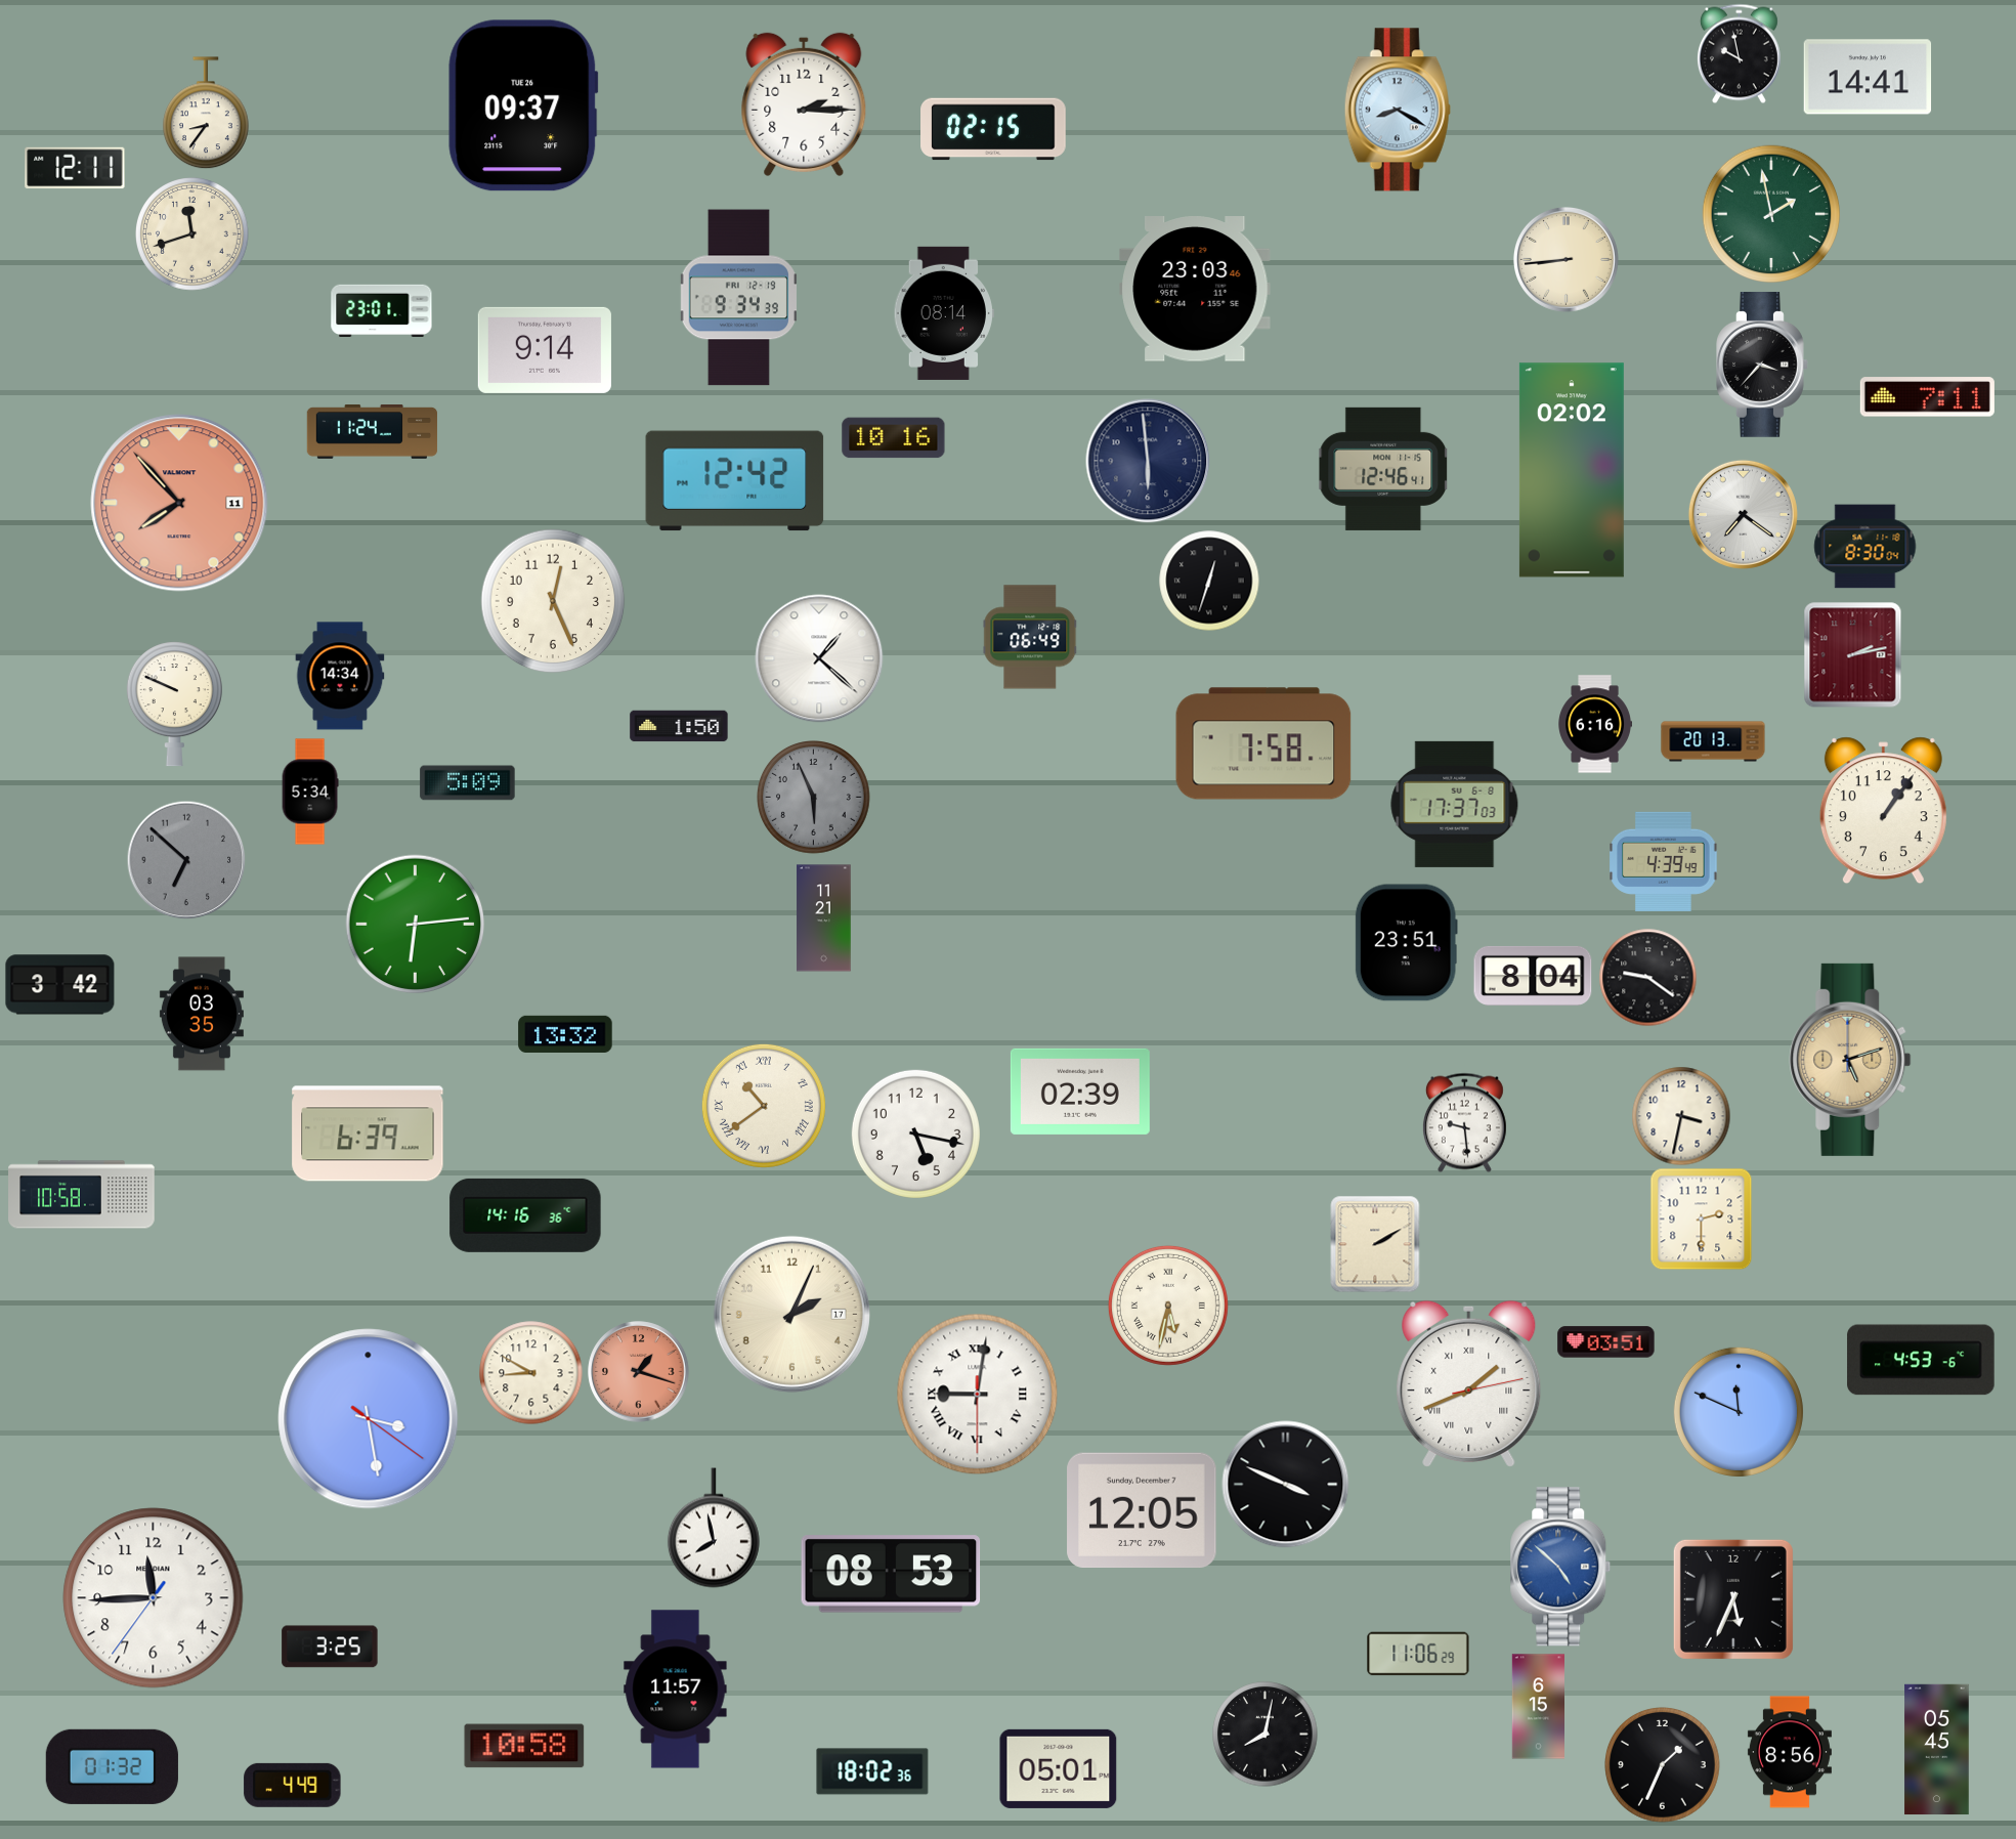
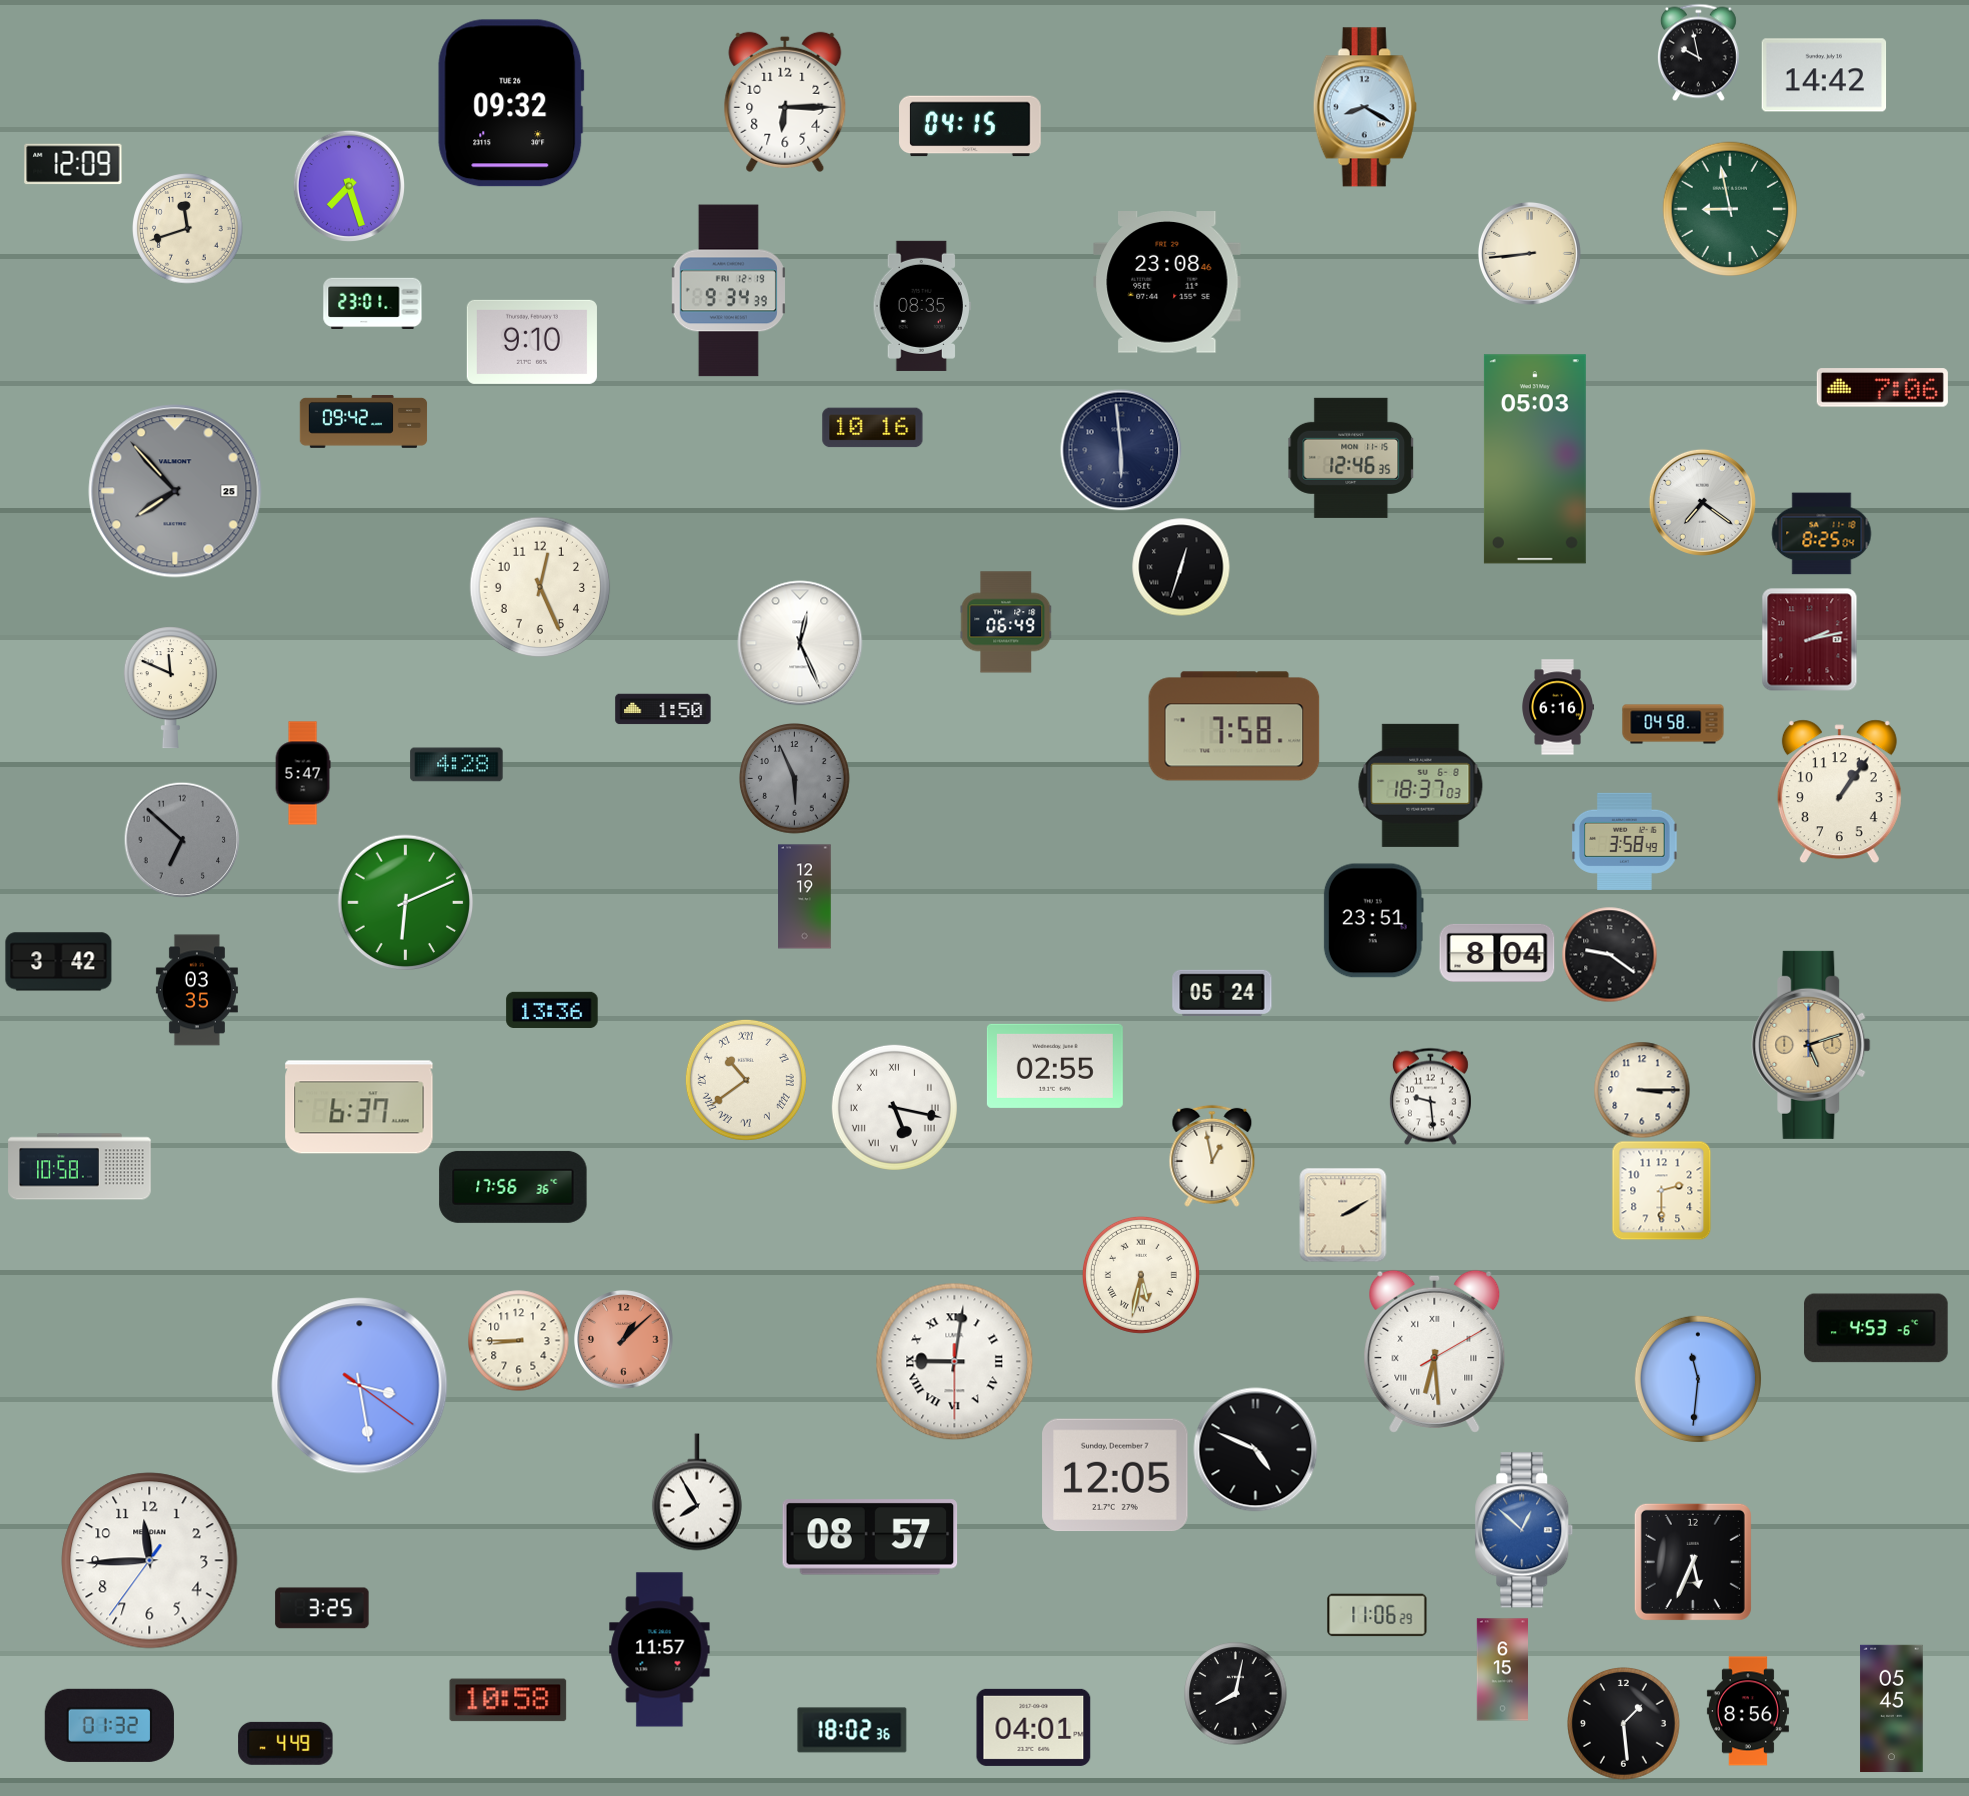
clock at (1868, 77): 14:41 -> 14:42
clock at (804, 104): 2:15 -> 6:15
clock at (523, 105): 09:37 -> 09:32
clock at (207, 113): 8:36 -> none
clock at (993, 129): 02:15 -> 04:15
clock at (75, 168): 12:11 -> 12:09
clock at (348, 185): none -> 7:27
clock at (1771, 214): 1:58 -> 8:58
clock at (1195, 290): 23:03 -> 23:08
clock at (738, 298) position: (738, 298) -> (728, 291)
clock at (944, 313): 08:14 -> 08:35
clock at (545, 350): 9:14 -> 9:10
clock at (1762, 366): 3:37 -> none
clock at (1927, 397): 7:11 -> 7:06
clock at (373, 432): 11:24 -> 09:42
clock at (1383, 469): 12:46:41 -> 12:46:35
clock at (1572, 470): 02:02 -> 05:03
clock at (735, 481): 12:42 -> none
clock at (179, 503) date: 11 -> 25
clock at (179, 503) dial: salmon -> grey
clock at (1865, 547): 8:30 -> 8:25
clock at (819, 658): 1:22 -> 12:26
clock at (340, 676): 14:34 -> none
clock at (174, 704): 9:49 -> 11:49
clock at (1713, 741): 20:13 -> 04:58
clock at (468, 783): 5:09 -> 4:28
clock at (310, 792): 5:34 -> 5:47
clock at (1455, 804): 17:37 -> 18:37
clock at (1664, 861): 4:39 -> 3:58
clock at (824, 918): 11:21 -> 12:19
clock at (416, 925): 6:14 -> 6:11
clock at (1222, 993): none -> 05:24
clock at (565, 1033): 13:32 -> 13:36
clock at (1850, 1060) position: (1850, 1060) -> (1811, 1045)
clock at (1080, 1092): 02:39 -> 02:55
clock at (1681, 1116): 3:32 -> 3:15
clock at (368, 1134): 6:39 -> 6:37
clock at (915, 1134) numerals: Arabic -> Roman
clock at (1212, 1156): none -> 12:58
clock at (525, 1215): 14:16 -> 17:56
clock at (791, 1314): 2:04 -> none
clock at (1606, 1342): 03:51 -> none
clock at (639, 1372): 1:18 -> 1:08
clock at (531, 1373): 8:50 -> 8:45
clock at (1469, 1383): 1:41 -> 6:29
clock at (1739, 1412): 11:49 -> 11:31
clock at (1286, 1485): 3:49 -> 4:49
clock at (714, 1528): 7:58 -> 7:55
clock at (1560, 1567): 4:52 -> 12:52
clock at (891, 1574): 08:53 -> 08:57
clock at (1418, 1654) position: (1418, 1654) -> (1377, 1615)
clock at (1538, 1707) position: (1538, 1707) -> (1502, 1670)
clock at (524, 1746) position: (524, 1746) -> (508, 1700)
clock at (1663, 1765): 1:34 -> 1:29
clock at (1059, 1768): 05:01 -> 04:01
